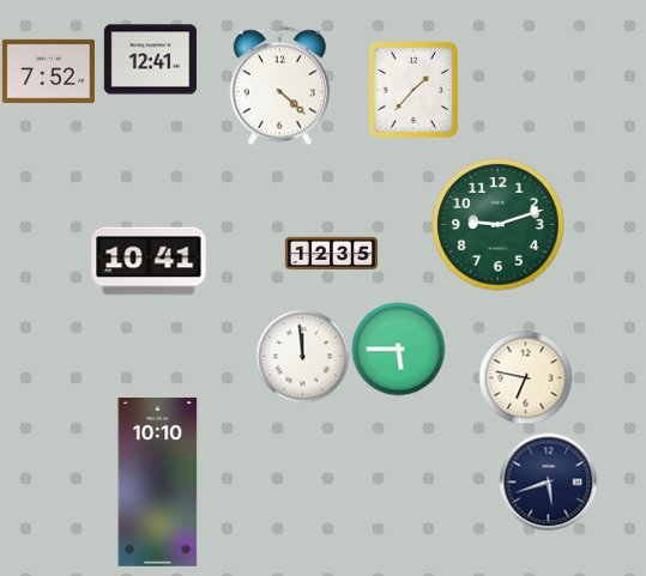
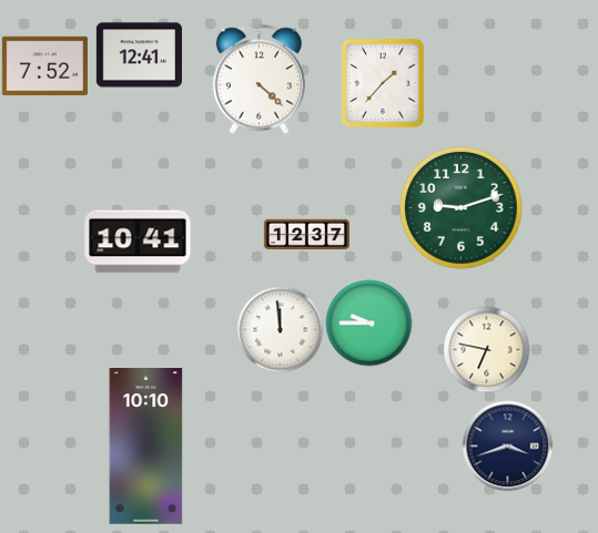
clock at (331, 254): 12:35 -> 12:37
clock at (398, 348): 5:45 -> 9:45
clock at (548, 481): 5:42 -> 3:42
